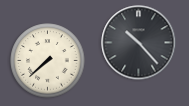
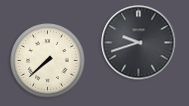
clock at (139, 43): 10:23 -> 9:42
